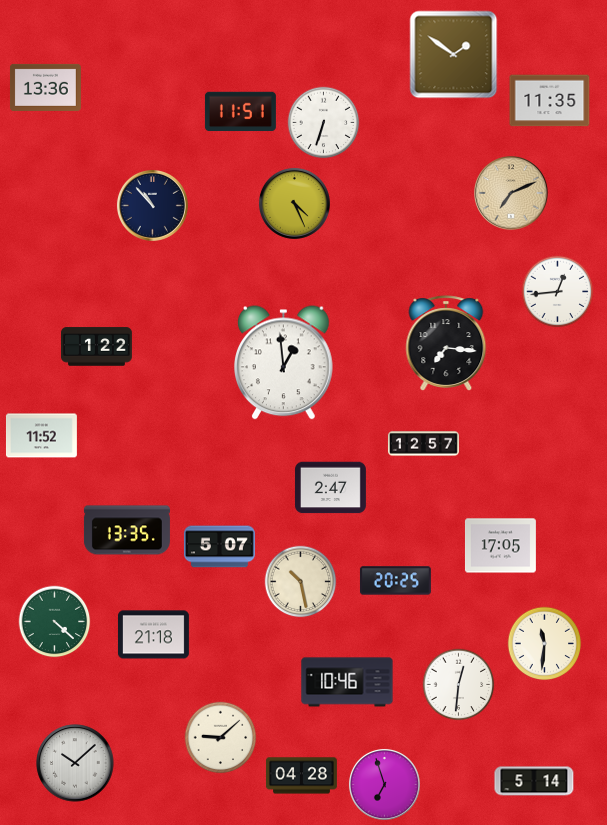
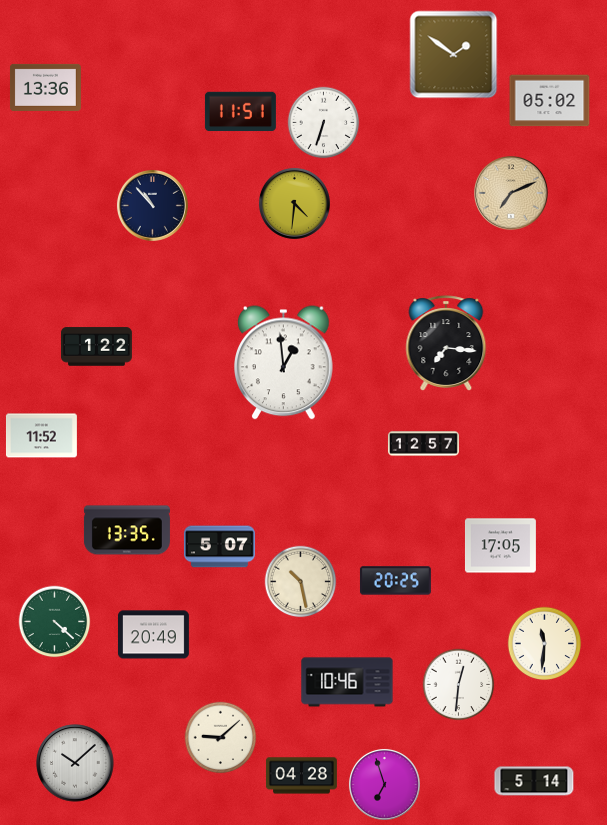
clock at (550, 101): 11:35 -> 05:02
clock at (294, 203): 4:26 -> 4:31
clock at (558, 292): 12:44 -> none
clock at (330, 488): 2:47 -> none
clock at (153, 635): 21:18 -> 20:49
